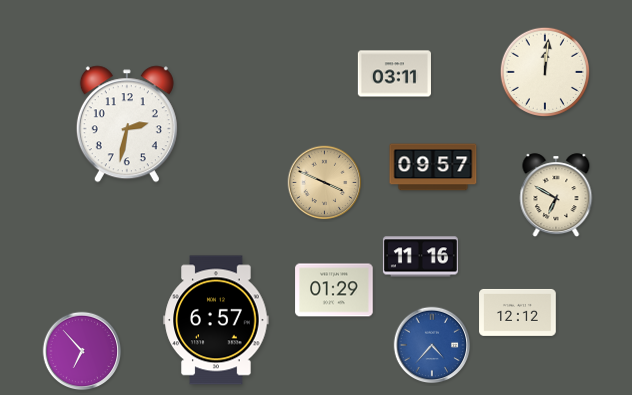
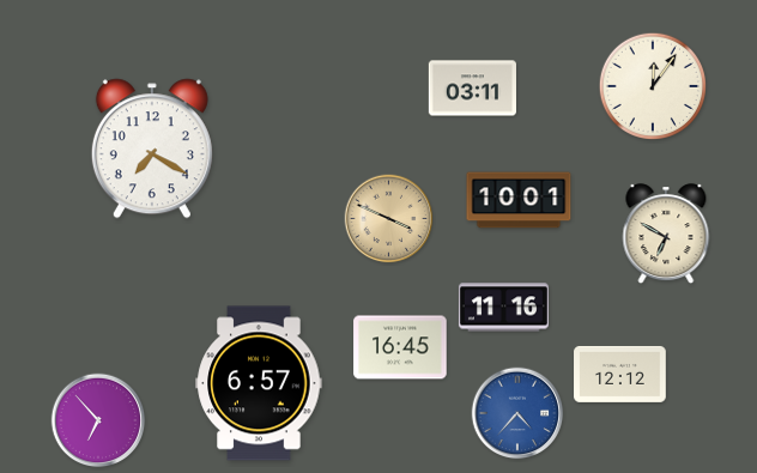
clock at (544, 71): 12:01 -> 12:06
clock at (127, 124): 2:32 -> 7:20
clock at (433, 167): 09:57 -> 10:01
clock at (334, 290): 01:29 -> 16:45
